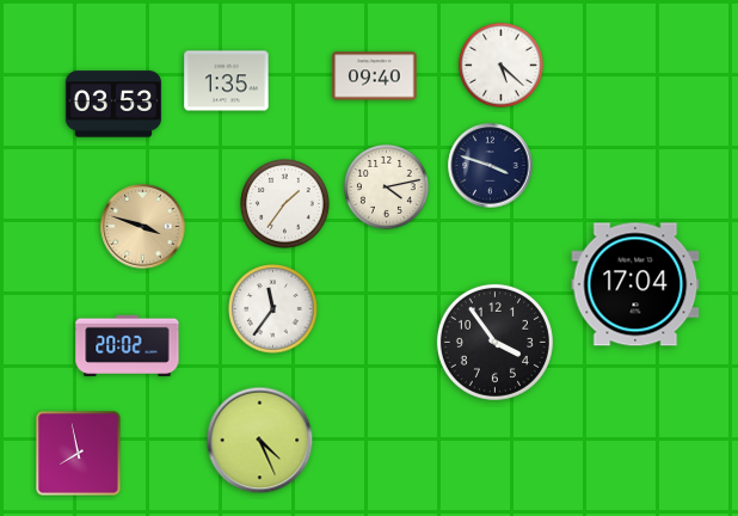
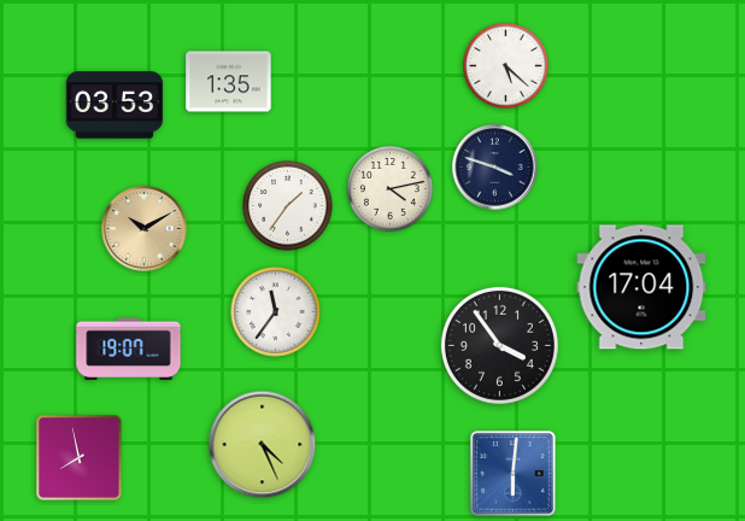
clock at (375, 76): 09:40 -> none
clock at (143, 227): 3:48 -> 10:10
clock at (128, 345): 20:02 -> 19:07
clock at (514, 474): none -> 6:01
